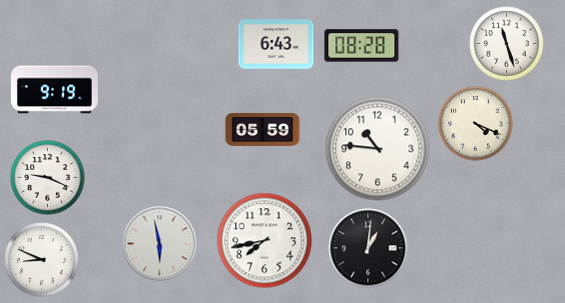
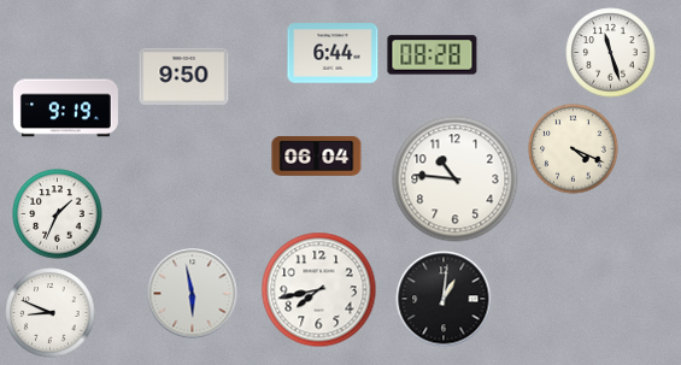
clock at (276, 44): 6:43 -> 6:44
clock at (362, 46) position: (362, 46) -> (433, 55)
clock at (184, 76): none -> 9:50
clock at (263, 130): 05:59 -> 06:04
clock at (48, 178): 9:19 -> 1:34
